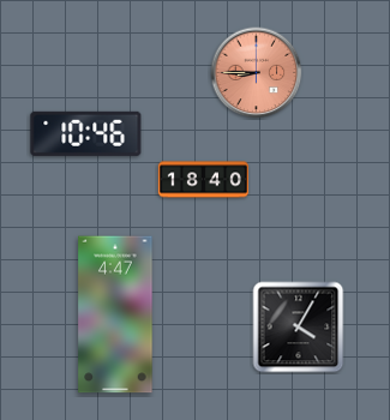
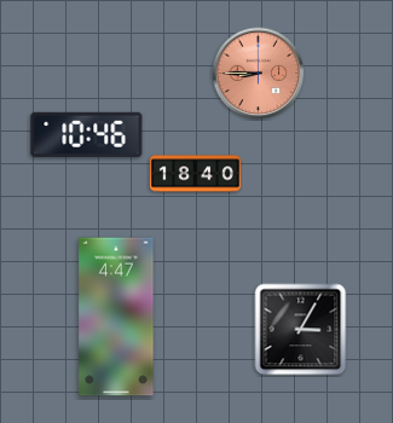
clock at (203, 180) position: (203, 180) -> (195, 174)
clock at (299, 328): 4:05 -> 3:05
